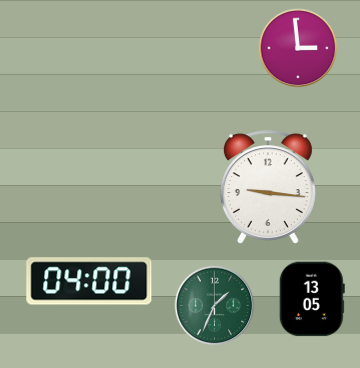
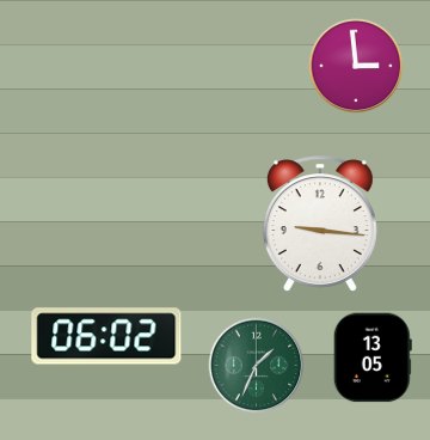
clock at (298, 48) position: (298, 48) -> (356, 66)
clock at (89, 281): 04:00 -> 06:02
